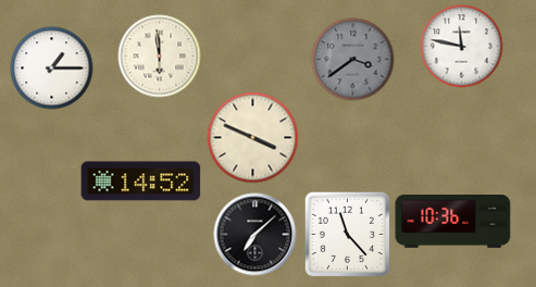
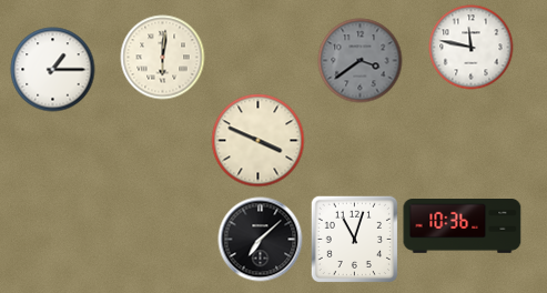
clock at (160, 57): 5:59 -> 6:01
clock at (141, 182): 14:52 -> none
clock at (347, 234): 11:23 -> 11:03
